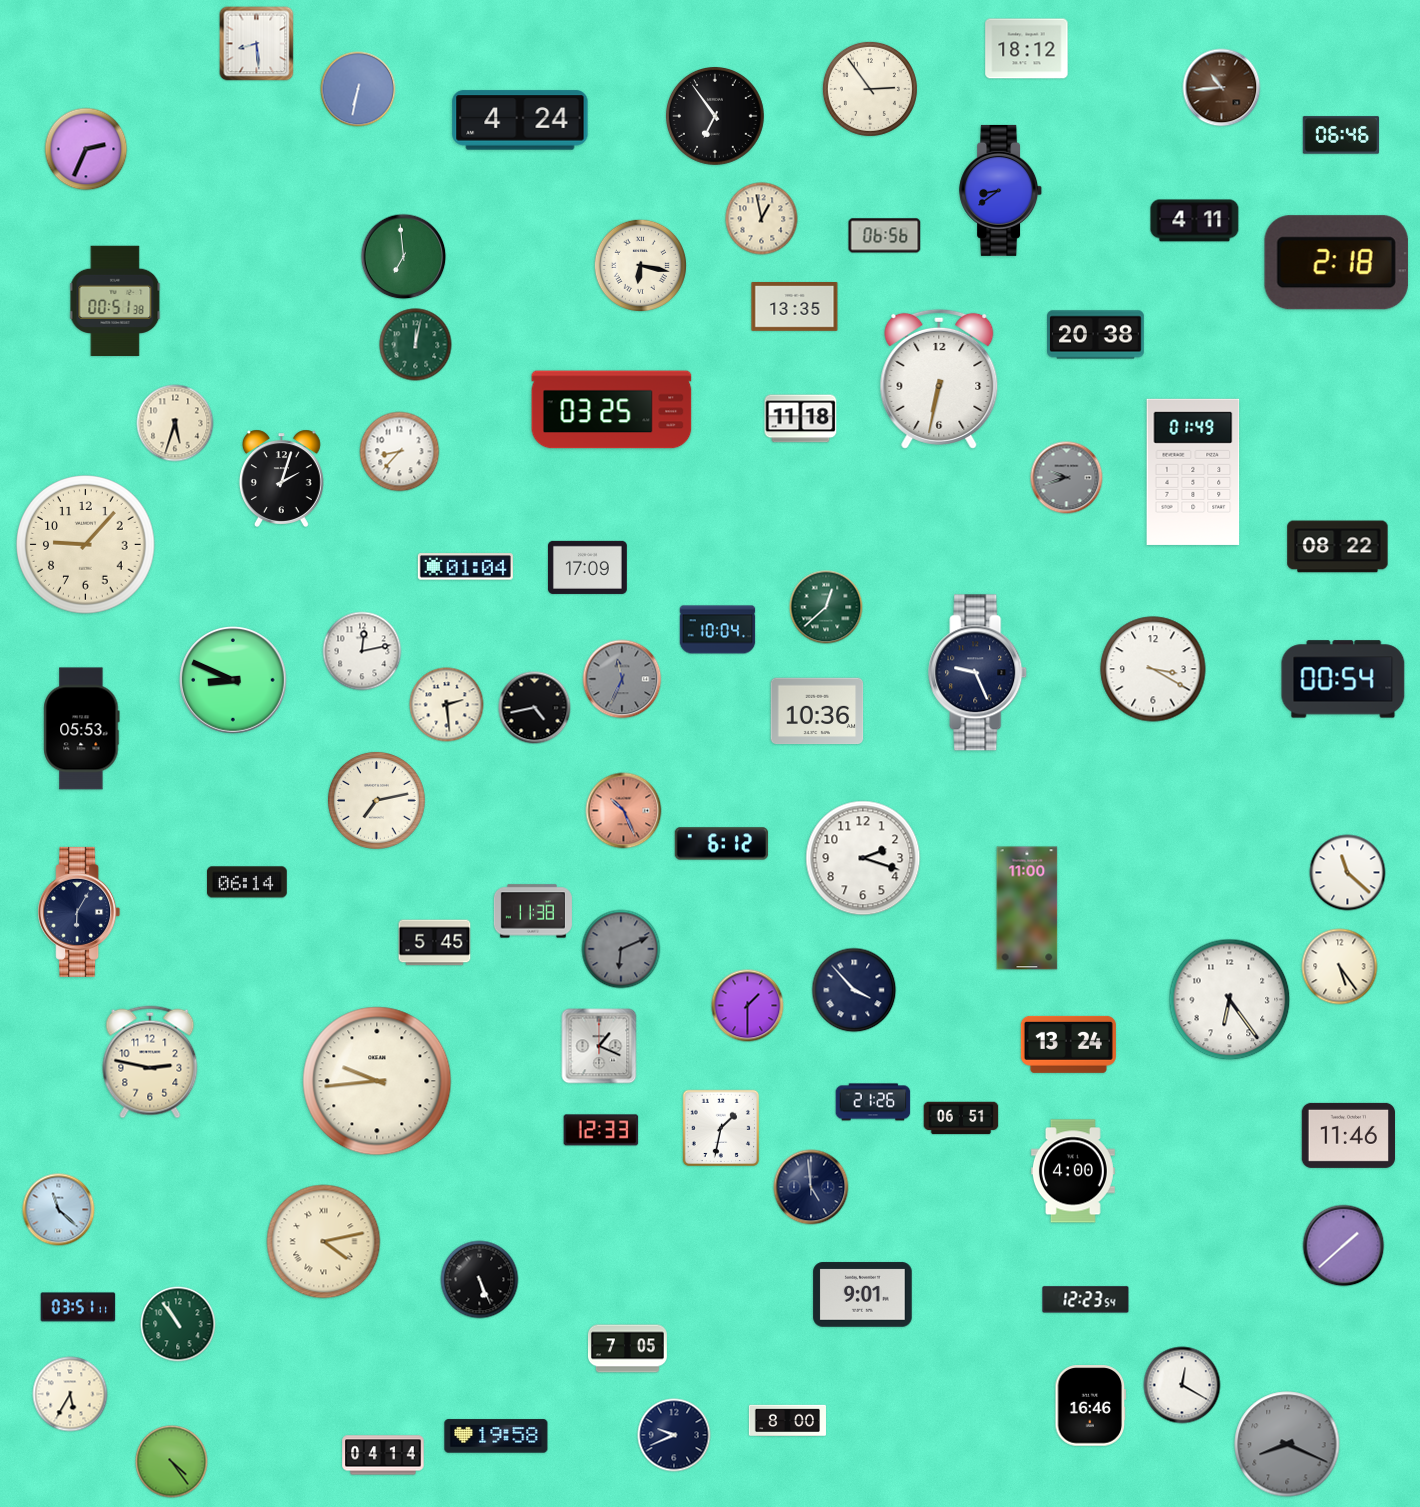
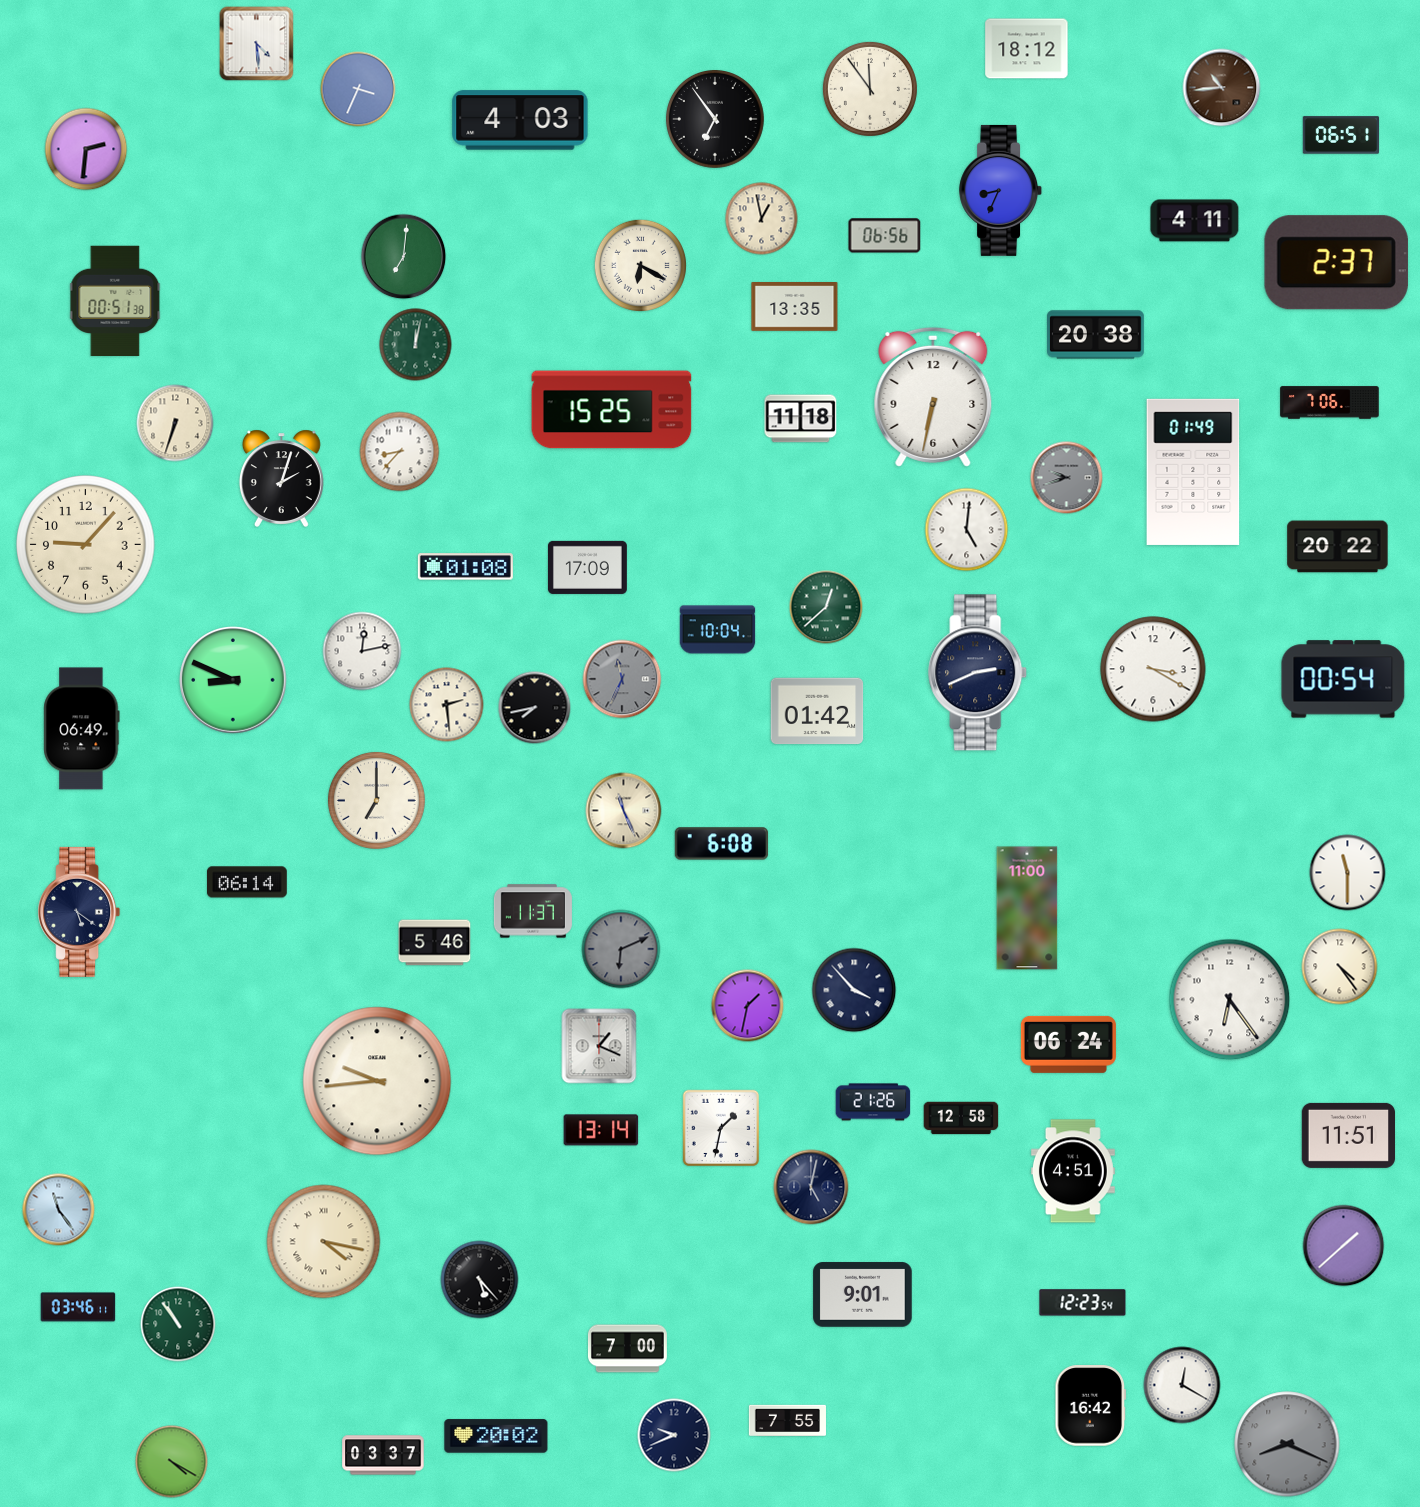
clock at (257, 44): 8:29 -> 4:29
clock at (358, 89): 6:32 -> 3:34
clock at (870, 89): 2:54 -> 11:54
clock at (716, 117) position: (716, 117) -> (716, 120)
clock at (520, 120): 4:24 -> 4:03
clock at (1341, 135): 06:46 -> 06:51
clock at (86, 149): 2:34 -> 2:31
clock at (1001, 190): 8:39 -> 8:34
clock at (404, 257): 6:59 -> 7:01
clock at (1336, 263): 2:18 -> 2:37
clock at (640, 265): 6:17 -> 6:20
clock at (939, 379) position: (939, 379) -> (933, 397)
clock at (1330, 403): none -> 7:06
clock at (612, 410): 03:25 -> 15:25
clock at (175, 423): 5:33 -> 6:33
clock at (967, 530): none -> 5:01
clock at (1338, 547): 08:22 -> 20:22
clock at (465, 567): 01:04 -> 01:08
clock at (978, 673): 9:26 -> 2:41
clock at (535, 708): 4:43 -> 7:43
clock at (817, 711): 10:36 -> 01:42
clock at (82, 729): 05:53 -> 06:49
clock at (376, 800): 7:13 -> 7:00
clock at (624, 811): 10:26 -> 11:26
clock at (624, 811) dial: salmon -> cream
clock at (722, 844): 6:12 -> 6:08
clock at (863, 858): 2:18 -> none
clock at (1348, 873): 11:22 -> 11:30
clock at (533, 911): 11:38 -> 11:37
clock at (79, 912): 6:05 -> 5:21
clock at (435, 943): 5:45 -> 5:46
clock at (1340, 967): 5:24 -> 4:24
clock at (748, 1006): 1:30 -> 1:32
clock at (1068, 1044): 13:24 -> 06:24
clock at (150, 1062): 2:47 -> none
clock at (961, 1118): 06:51 -> 12:58
clock at (601, 1130): 12:33 -> 13:14
clock at (1349, 1135): 11:46 -> 11:51
clock at (1073, 1171): 4:00 -> 4:51
clock at (811, 1187): 4:59 -> 5:02
clock at (59, 1210): 11:22 -> 11:24
clock at (324, 1242): 4:13 -> 4:17
clock at (480, 1280): 5:26 -> 5:23
clock at (1086, 1300) position: (1086, 1300) -> (1083, 1303)
clock at (78, 1307): 03:51 -> 03:46
clock at (627, 1349): 7:05 -> 7:00
clock at (70, 1394): 5:35 -> none
clock at (1091, 1406): 16:46 -> 16:42
clock at (787, 1421): 8:00 -> 7:55
clock at (496, 1436): 19:58 -> 20:02
clock at (383, 1455): 04:14 -> 03:37
clock at (172, 1462): 4:24 -> 4:20
